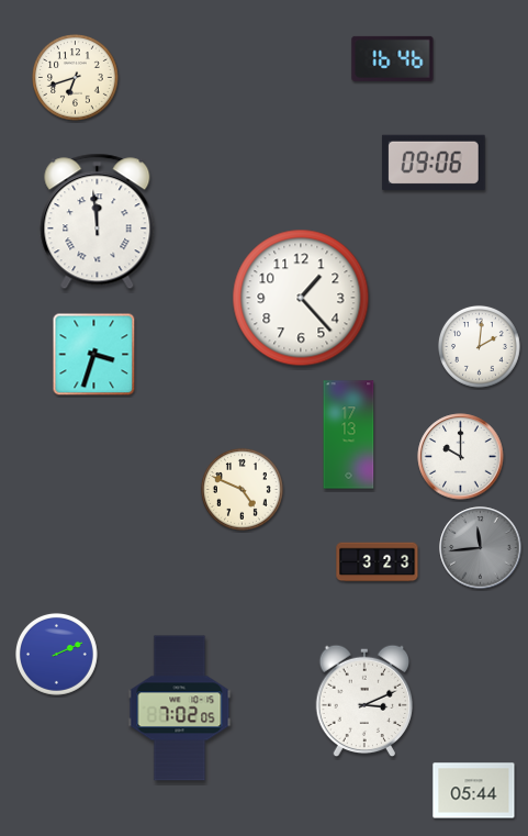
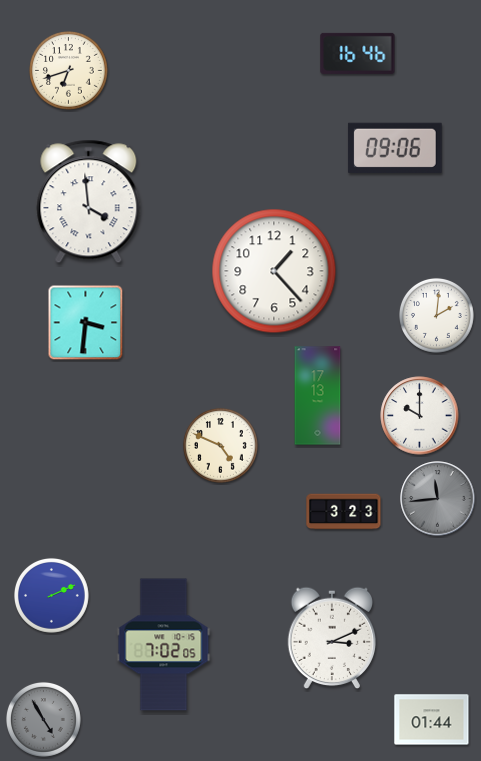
clock at (98, 222): 11:59 -> 3:59
clock at (94, 355): 3:33 -> 3:31
clock at (44, 720): none -> 4:55
clock at (474, 791): 05:44 -> 01:44
